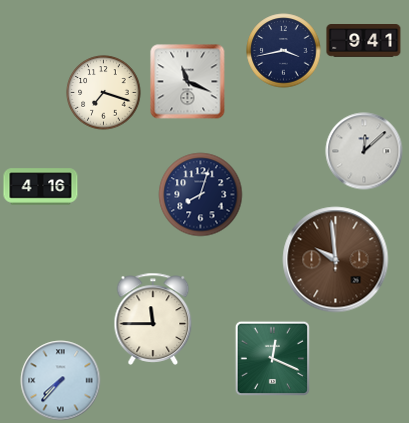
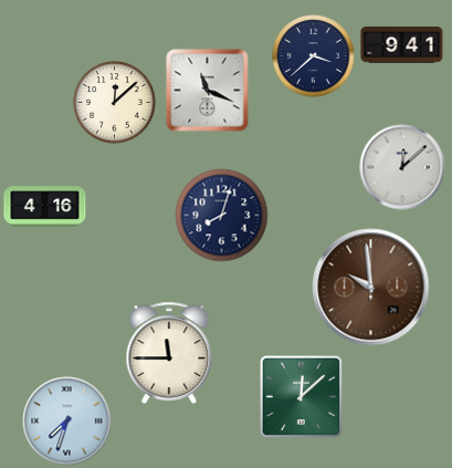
clock at (284, 51): 3:43 -> 3:38
clock at (104, 93): 7:18 -> 12:08
clock at (272, 358): 12:19 -> 12:08
clock at (61, 381): 7:37 -> 7:33
